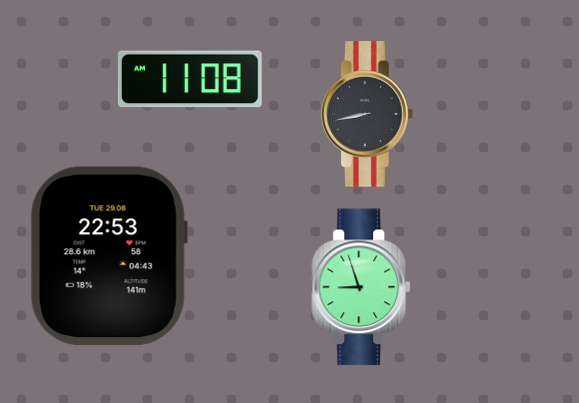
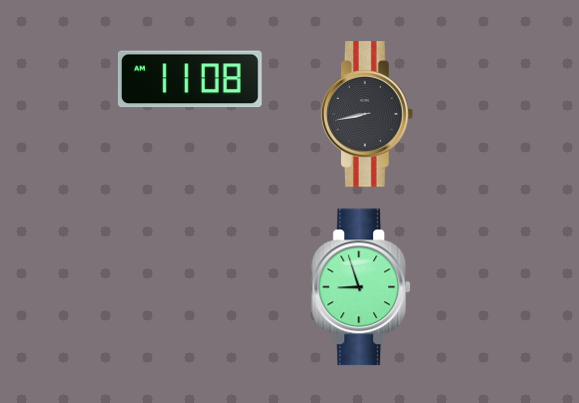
clock at (109, 256): 22:53 -> none
